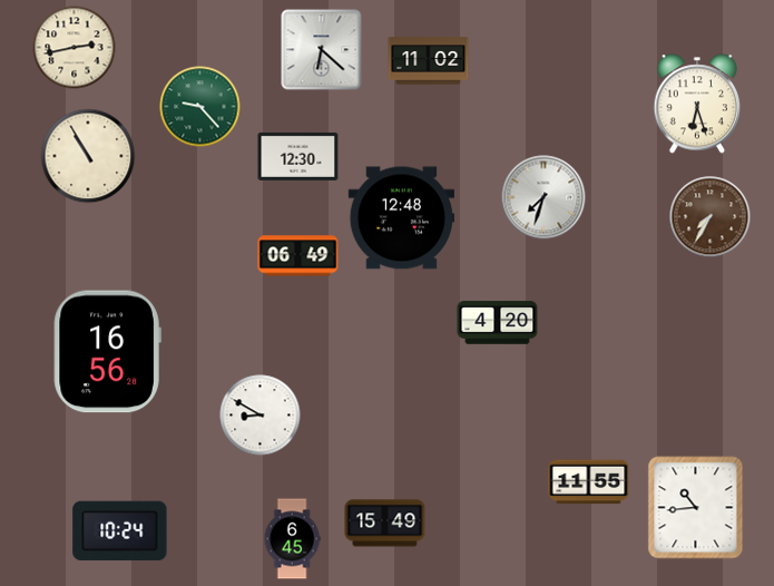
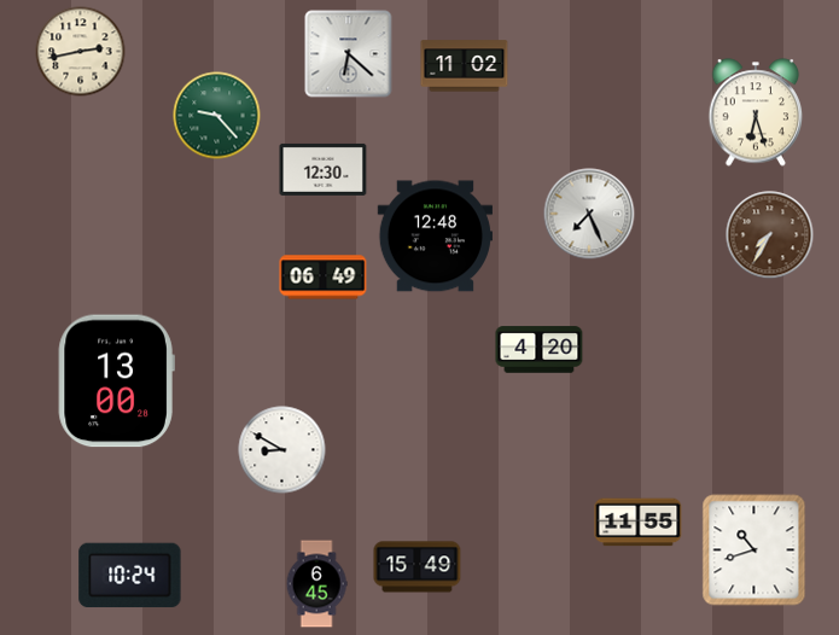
clock at (88, 156): 10:55 -> none
clock at (543, 197): 7:33 -> 7:26
clock at (107, 352): 16:56 -> 13:00
clock at (696, 508): 10:44 -> 10:42
